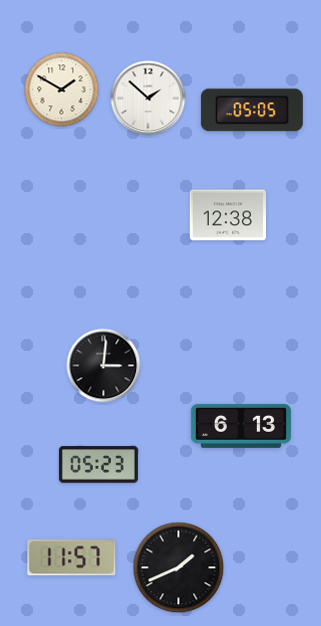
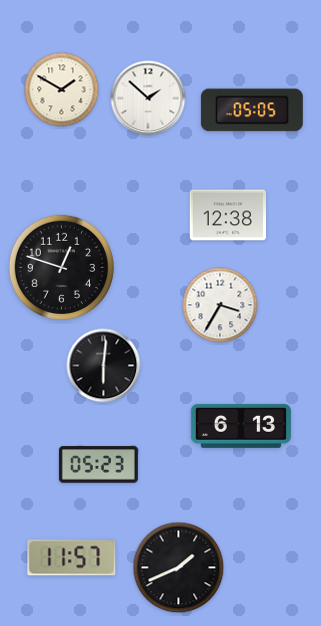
clock at (61, 267): none -> 12:48
clock at (220, 305): none -> 3:35
clock at (104, 366): 3:01 -> 6:01
